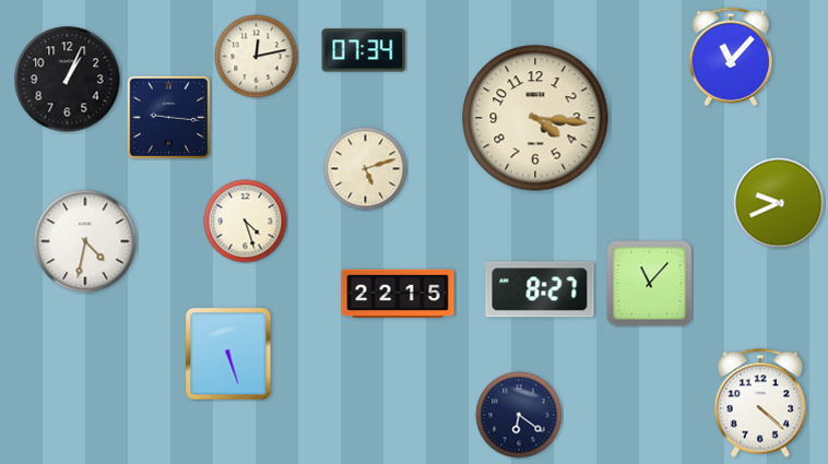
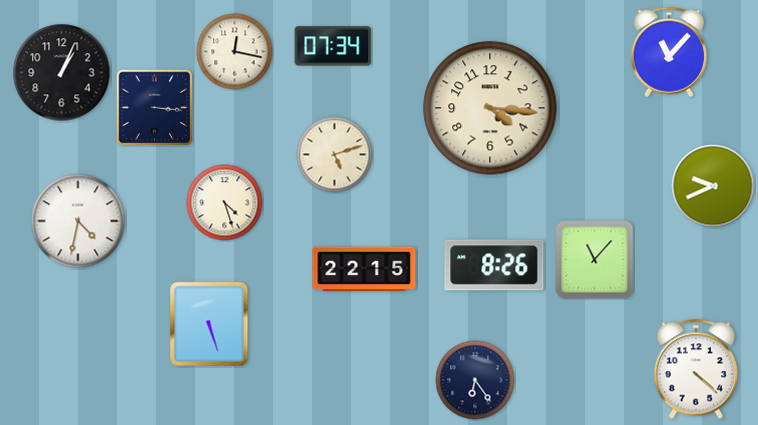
clock at (257, 57): 12:13 -> 12:17
clock at (168, 117): 9:16 -> 3:16
clock at (540, 289): 8:27 -> 8:26
clock at (519, 415): 6:21 -> 6:24
